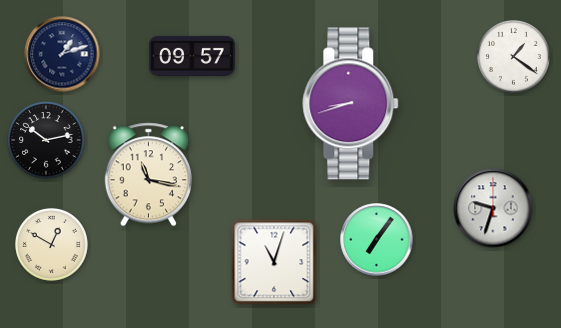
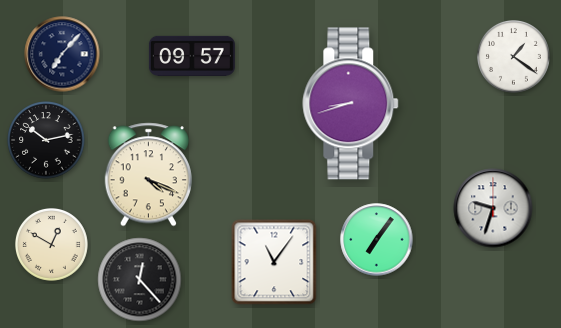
clock at (62, 54): 1:12 -> 7:07
clock at (148, 175): 11:17 -> 4:19
clock at (274, 262): 11:03 -> 11:06
clock at (140, 280): none -> 12:23
